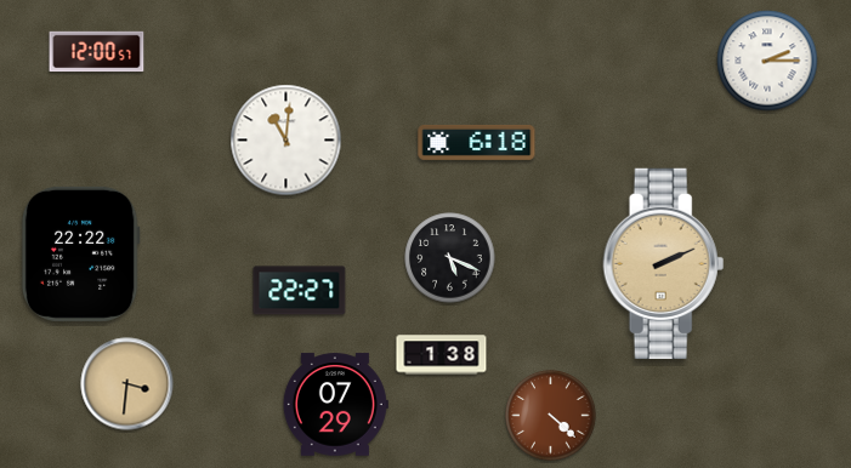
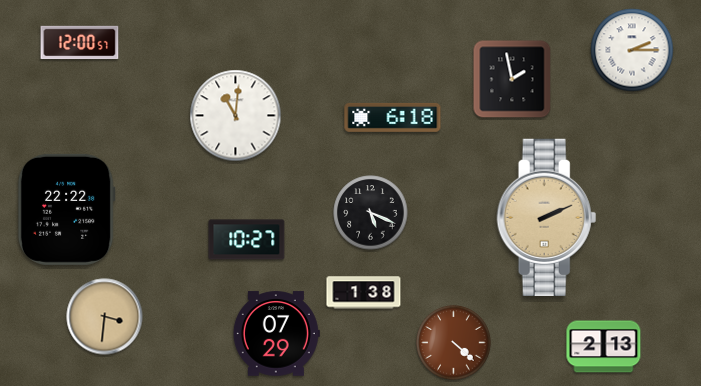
clock at (512, 79): none -> 1:58
clock at (300, 291): 22:27 -> 10:27
clock at (604, 347): none -> 2:13
